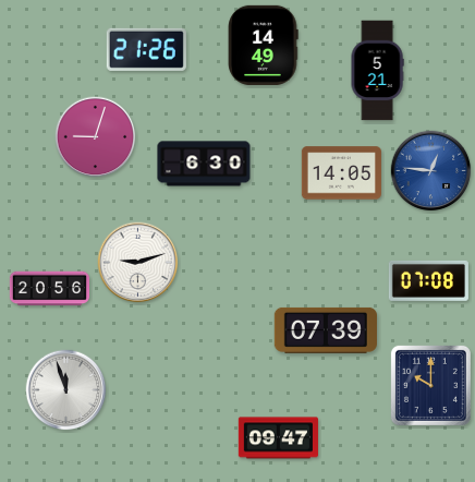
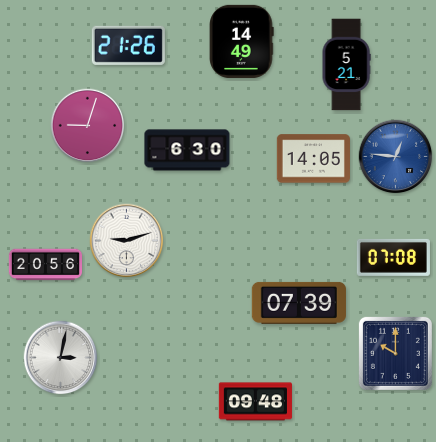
clock at (146, 49) position: (146, 49) -> (128, 45)
clock at (66, 390): 11:57 -> 3:02
clock at (278, 438): 09:47 -> 09:48
